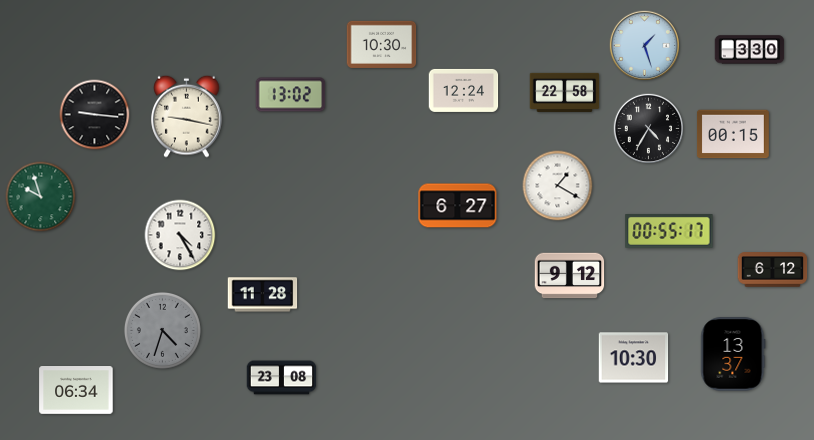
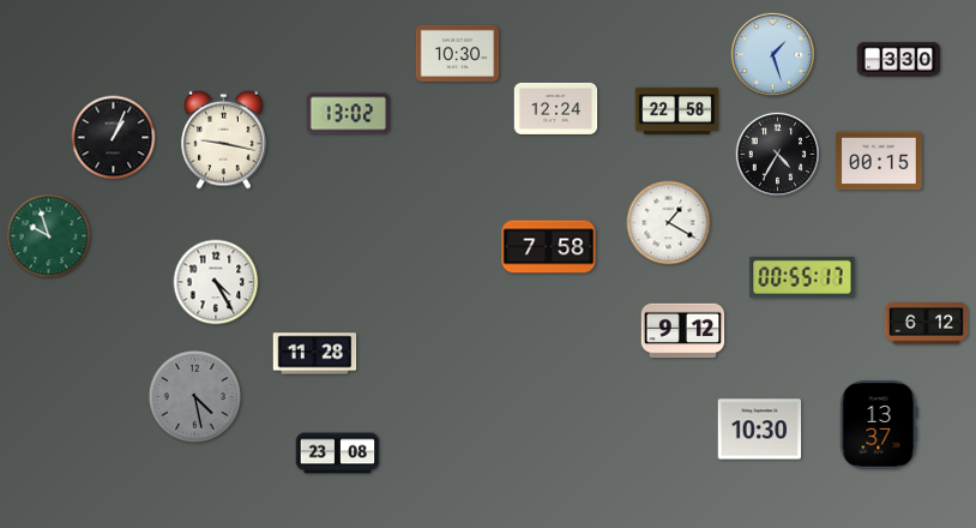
clock at (95, 115): 9:16 -> 1:04
clock at (458, 206): 6:27 -> 7:58
clock at (162, 330): 4:33 -> 4:28
clock at (76, 391): 06:34 -> none
